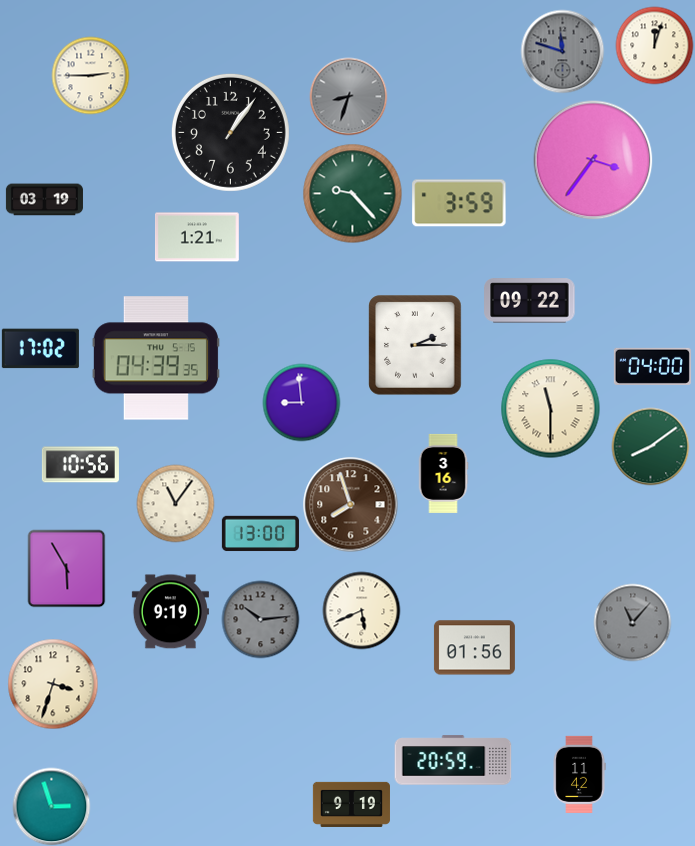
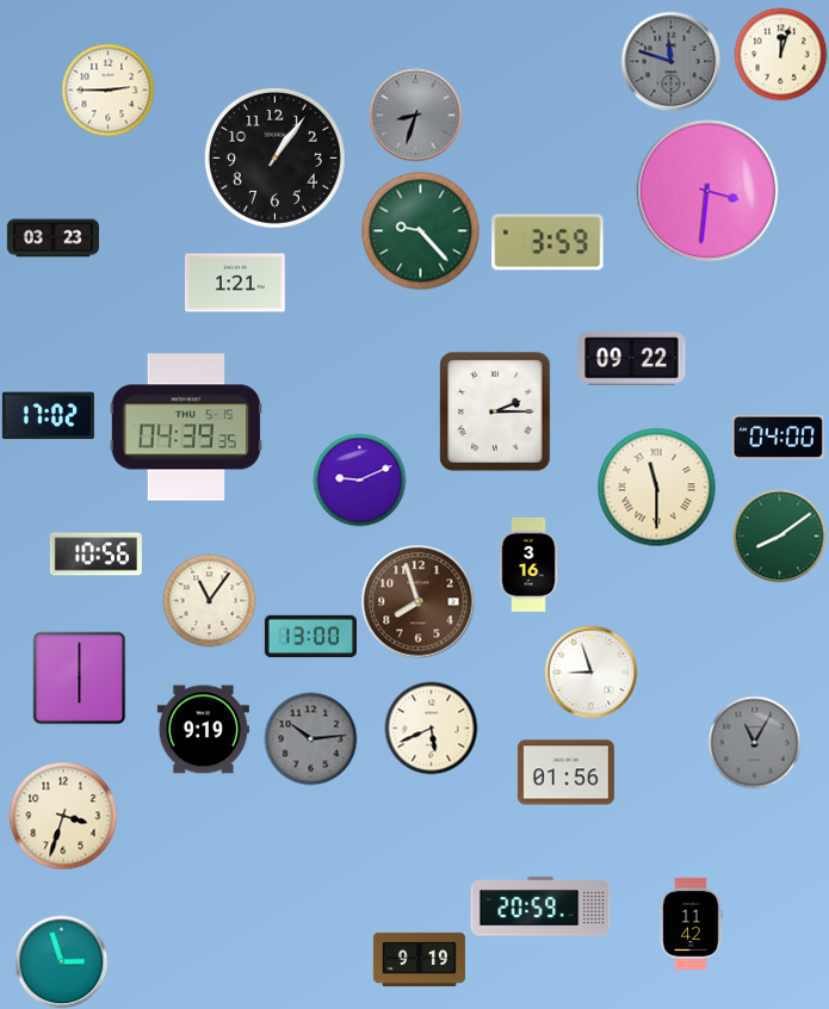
clock at (593, 160): 3:36 -> 3:31
clock at (44, 200): 03:19 -> 03:23
clock at (301, 402): 8:59 -> 9:11
clock at (650, 446) position: (650, 446) -> (779, 536)
clock at (590, 671): none -> 8:57
clock at (66, 568): 5:55 -> 6:00
clock at (632, 622): 11:07 -> 11:05
